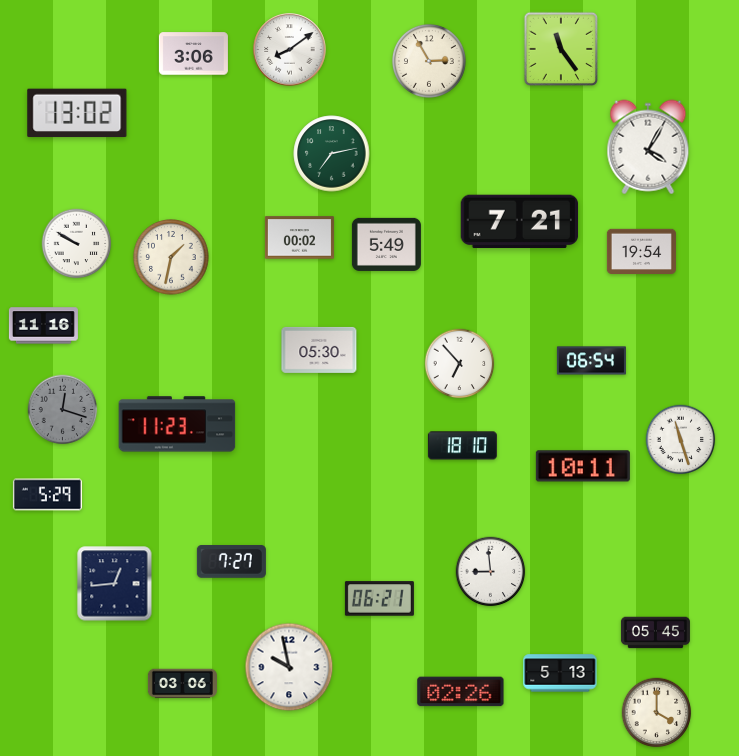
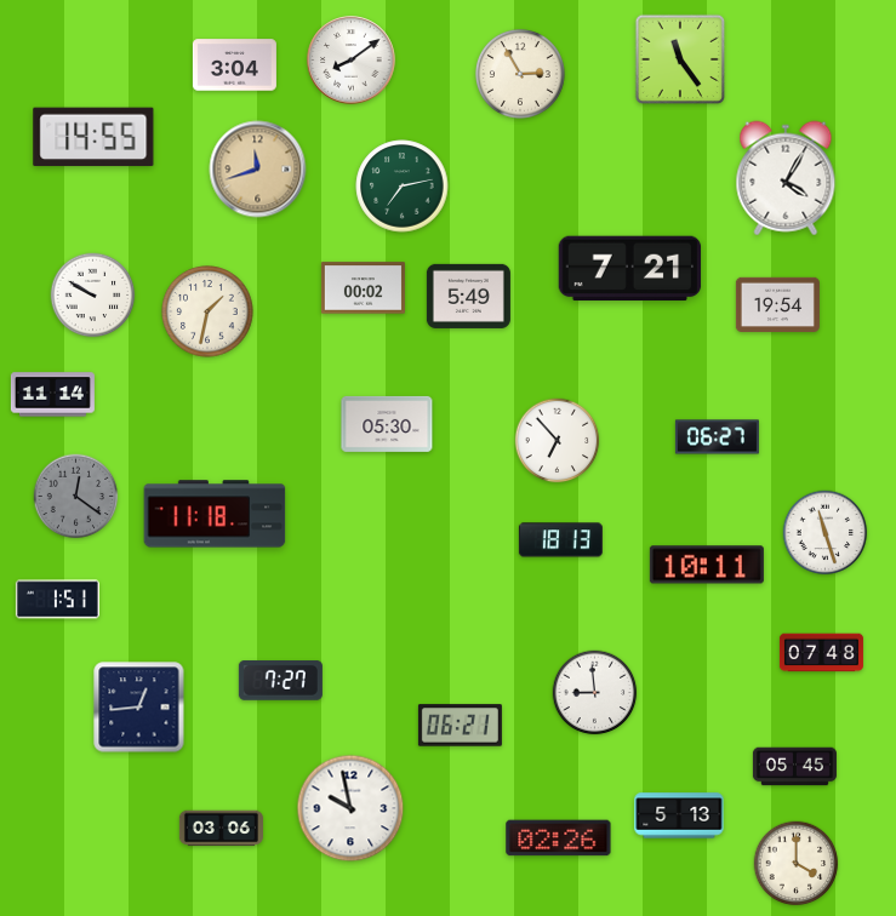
clock at (193, 54): 3:06 -> 3:04
clock at (77, 113): 13:02 -> 14:55
clock at (258, 170): none -> 11:42
clock at (43, 326): 11:16 -> 11:14
clock at (591, 361): 06:54 -> 06:27
clock at (63, 410): 12:18 -> 12:21
clock at (177, 424): 11:23 -> 11:18
clock at (462, 446): 18:10 -> 18:13
clock at (47, 495): 5:29 -> 1:51
clock at (821, 653): none -> 07:48
